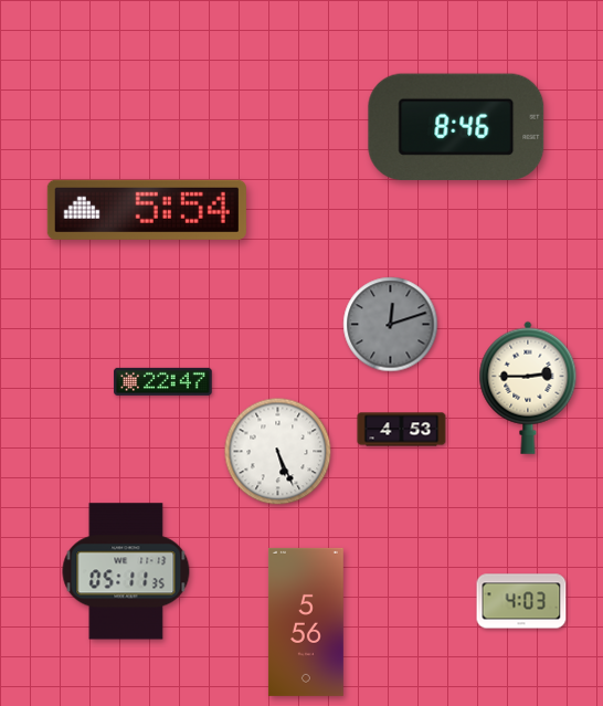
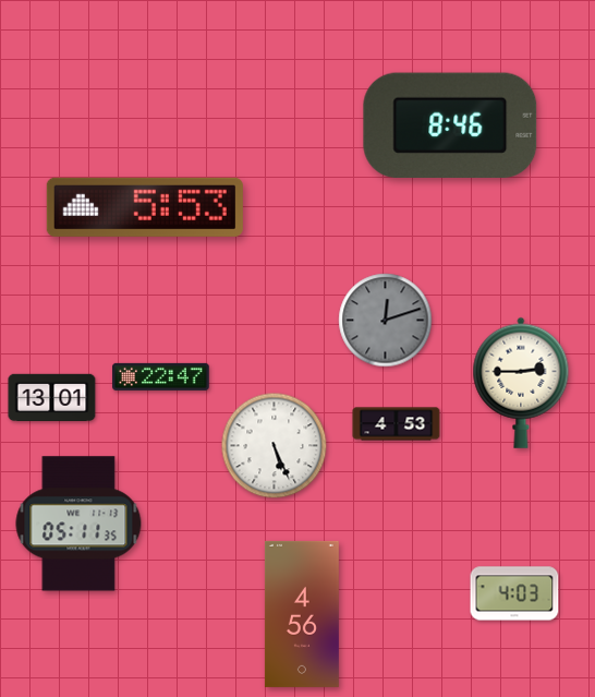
clock at (147, 210): 5:54 -> 5:53
clock at (52, 398): none -> 13:01
clock at (126, 571) position: (126, 571) -> (78, 524)
clock at (306, 622): 5:56 -> 4:56
